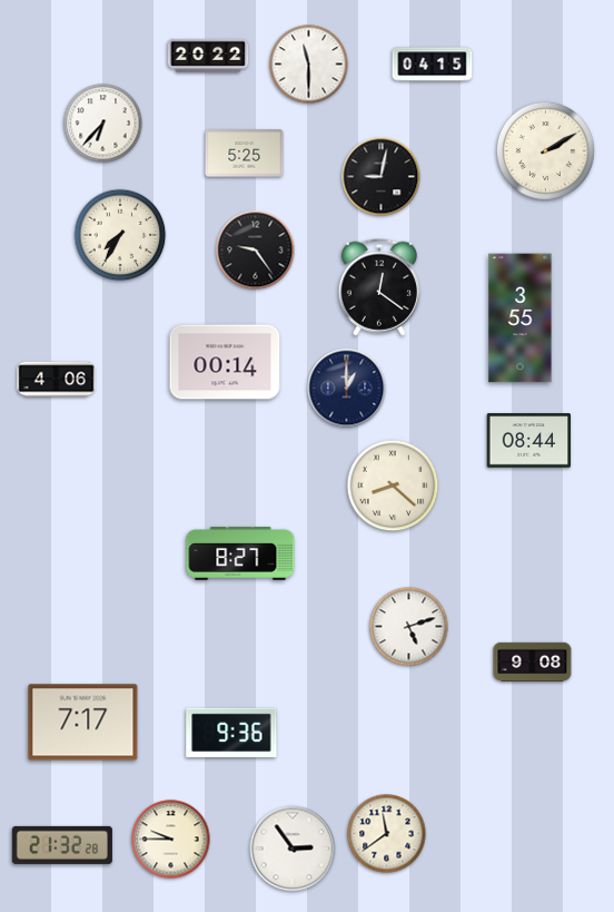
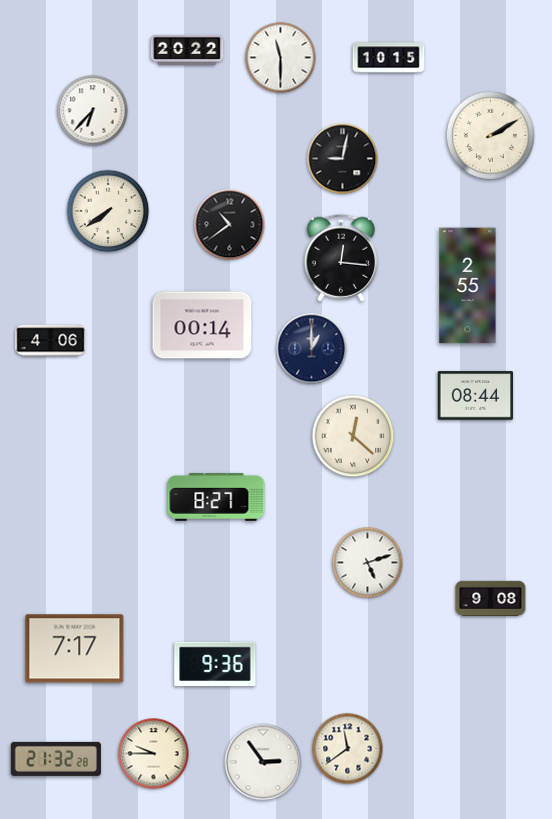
clock at (309, 65) position: (309, 65) -> (281, 58)
clock at (433, 65): 04:15 -> 10:15
clock at (245, 154): 5:25 -> none
clock at (120, 235): 7:35 -> 7:39
clock at (256, 251): 9:24 -> 10:39
clock at (378, 287): 12:21 -> 12:16
clock at (521, 318): 3:55 -> 2:55
clock at (393, 486): 8:22 -> 12:22
clock at (533, 661) position: (533, 661) -> (491, 598)
clock at (231, 733) position: (231, 733) -> (215, 664)
